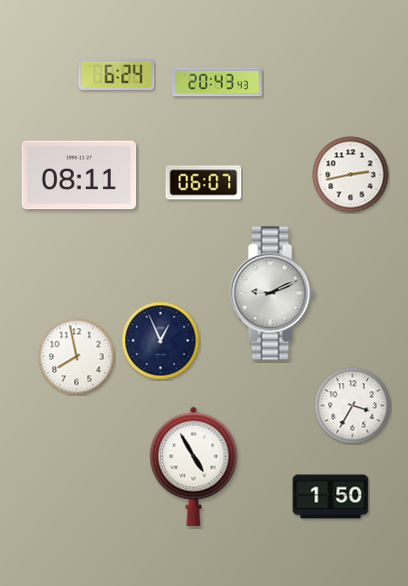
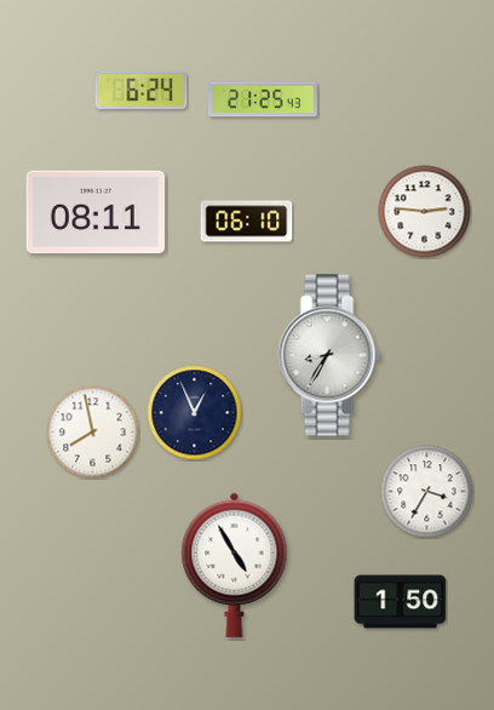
clock at (217, 82): 20:43 -> 21:25
clock at (351, 175): 2:43 -> 2:46
clock at (204, 183): 06:07 -> 06:10
clock at (272, 293): 9:11 -> 8:35
